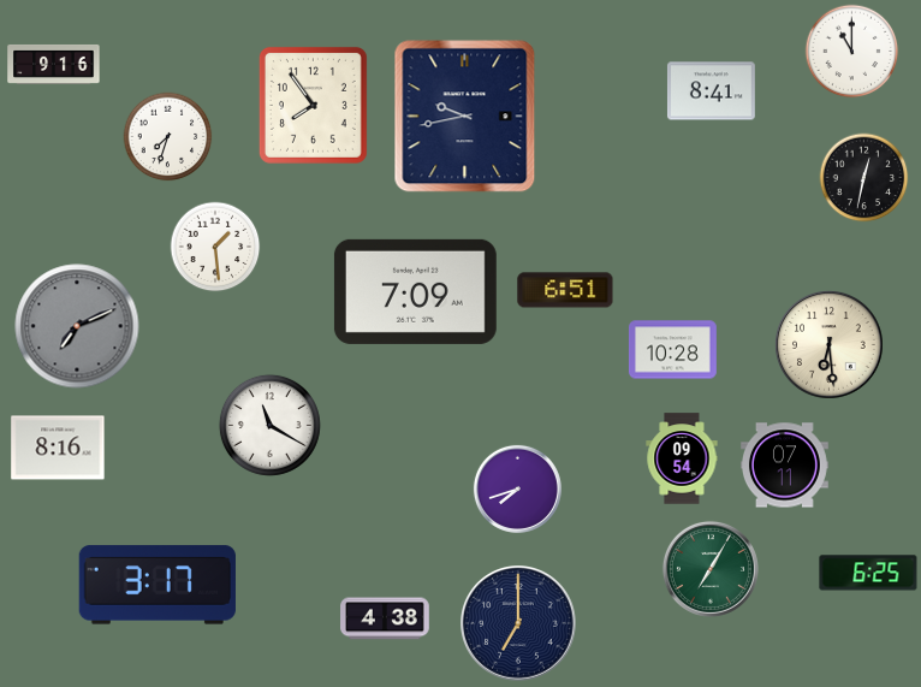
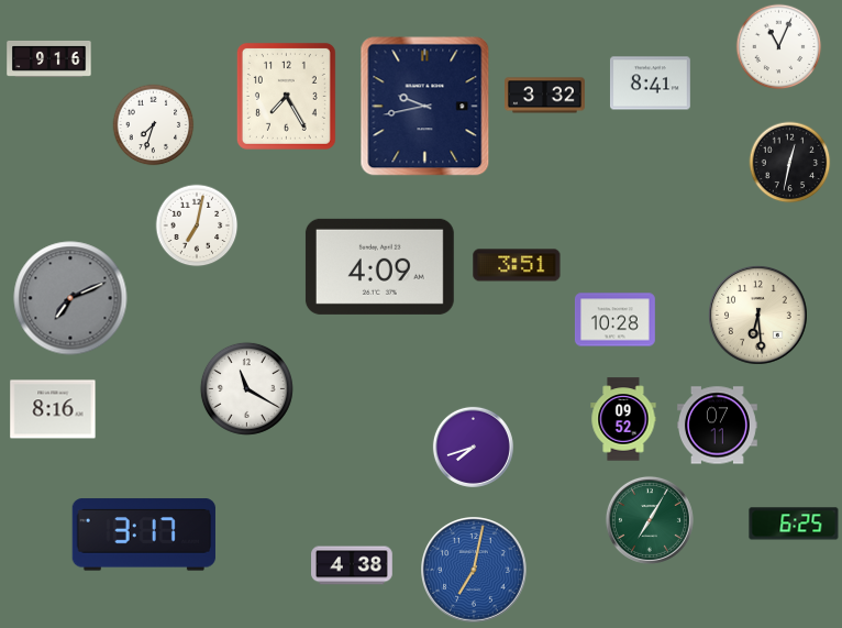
clock at (852, 52): 11:00 -> 11:04
clock at (313, 105): 7:54 -> 7:25
clock at (545, 96): none -> 3:32
clock at (215, 247): 1:29 -> 7:02
clock at (565, 290): 6:51 -> 3:51
clock at (415, 291): 7:09 -> 4:09
clock at (682, 458): 09:54 -> 09:52
clock at (518, 623): 7:00 -> 7:02
clock at (518, 623) dial: navy -> blue
